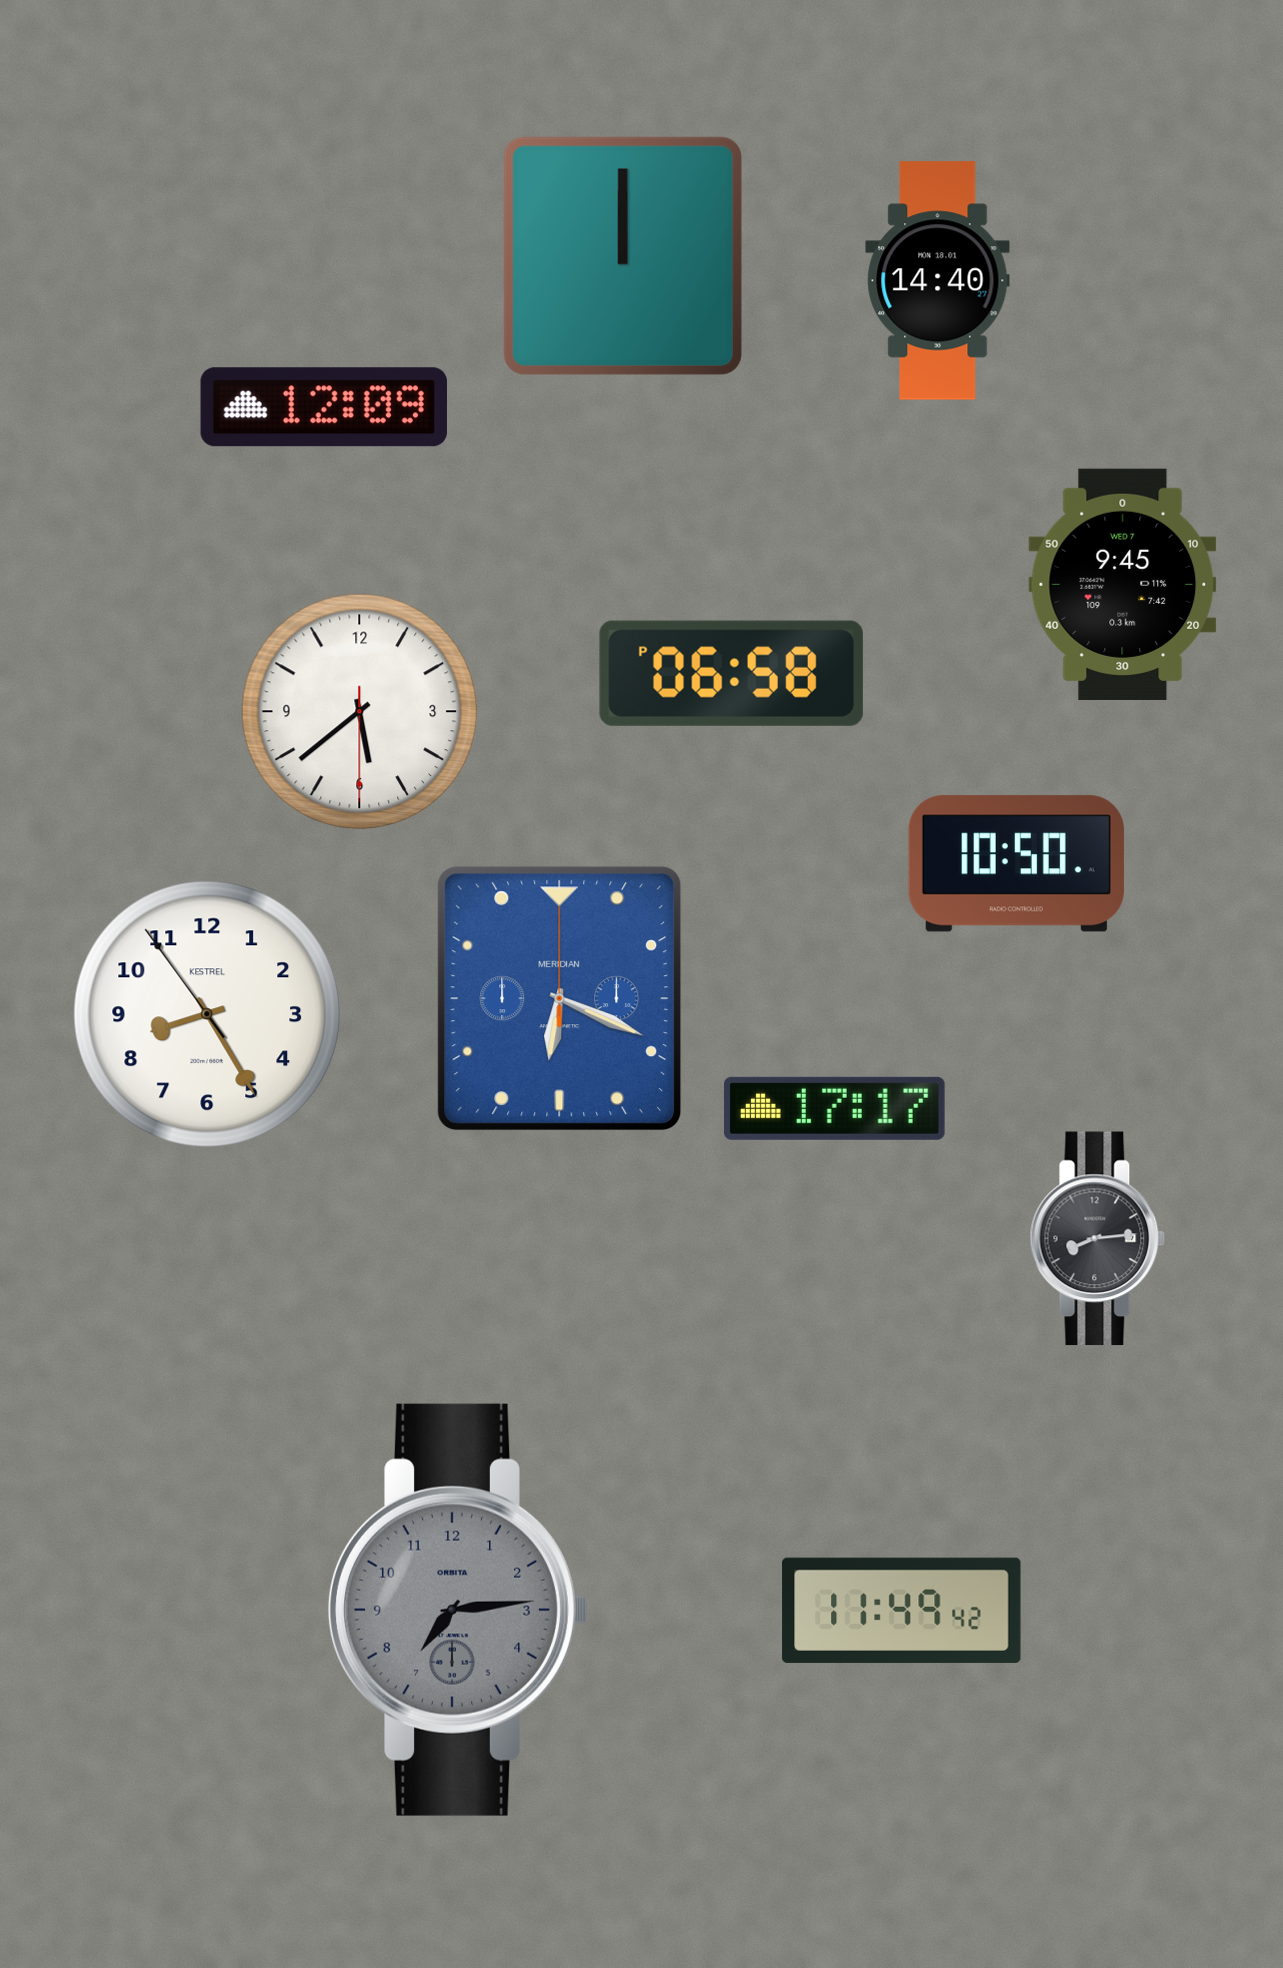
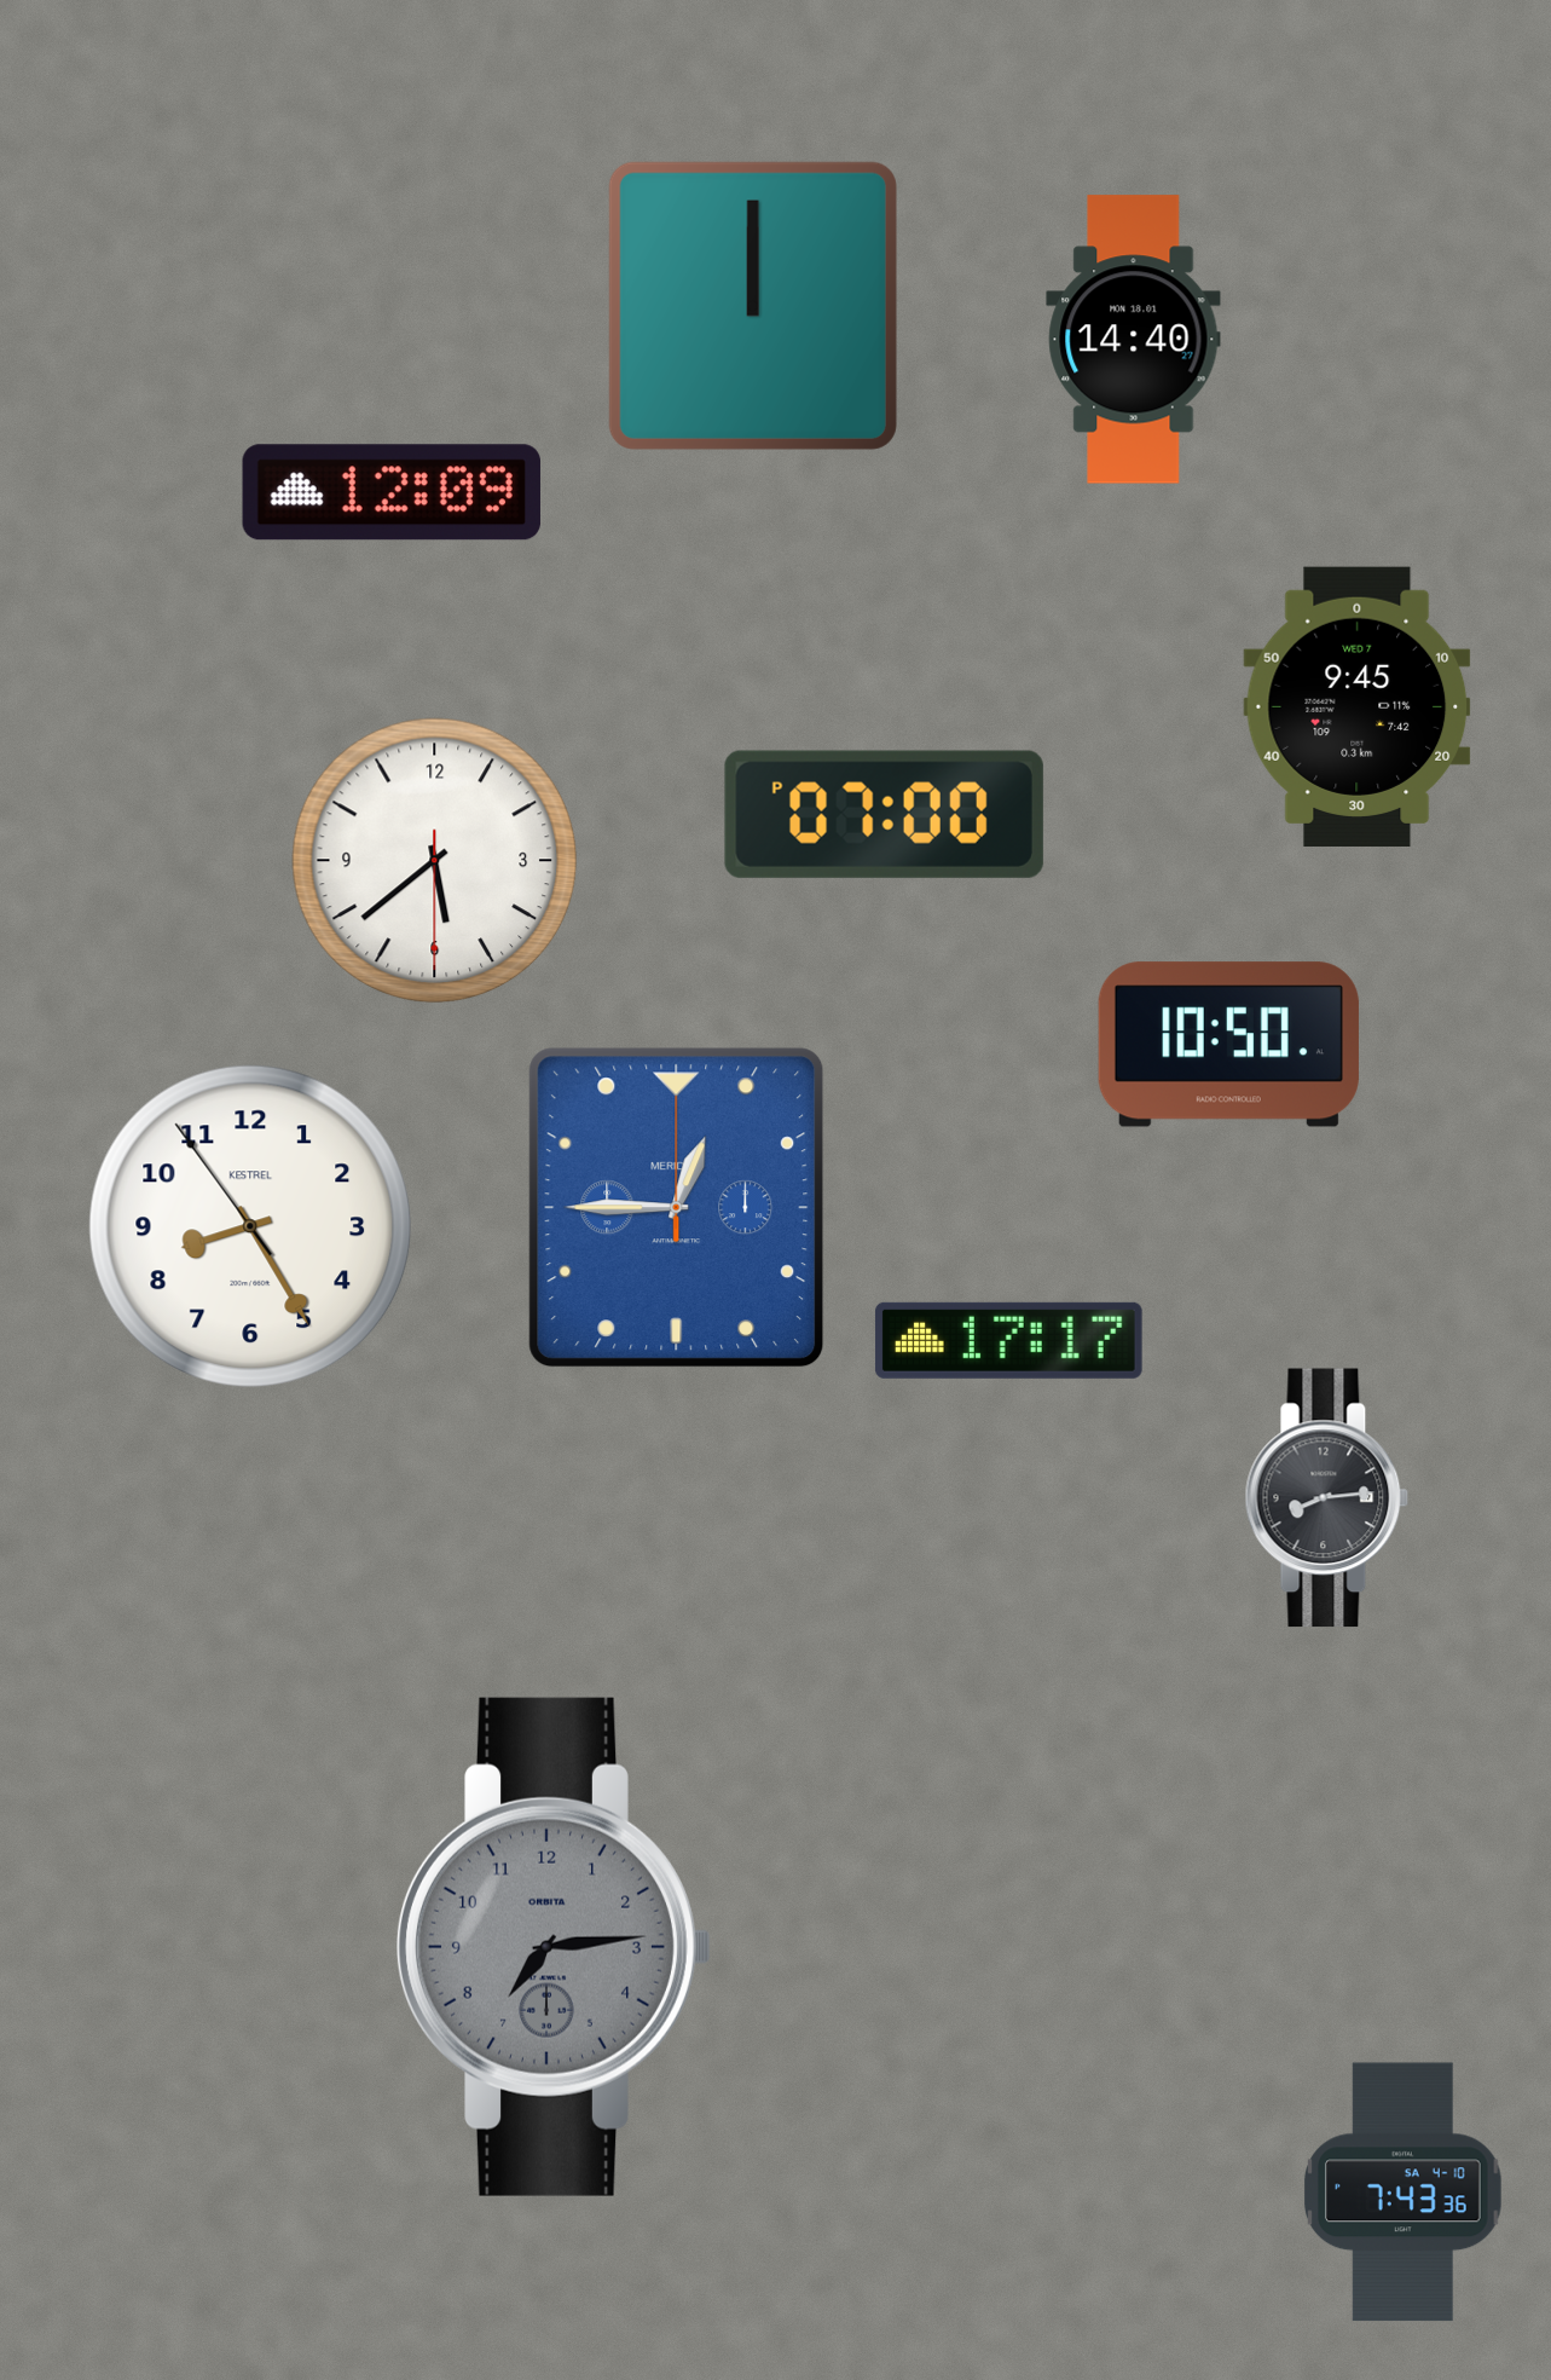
clock at (623, 256) position: (623, 256) -> (753, 306)
clock at (731, 673): 06:58 -> 07:00
clock at (560, 999): 6:19 -> 12:45
clock at (902, 1610): 11:49 -> none
clock at (1404, 2193): none -> 7:43
